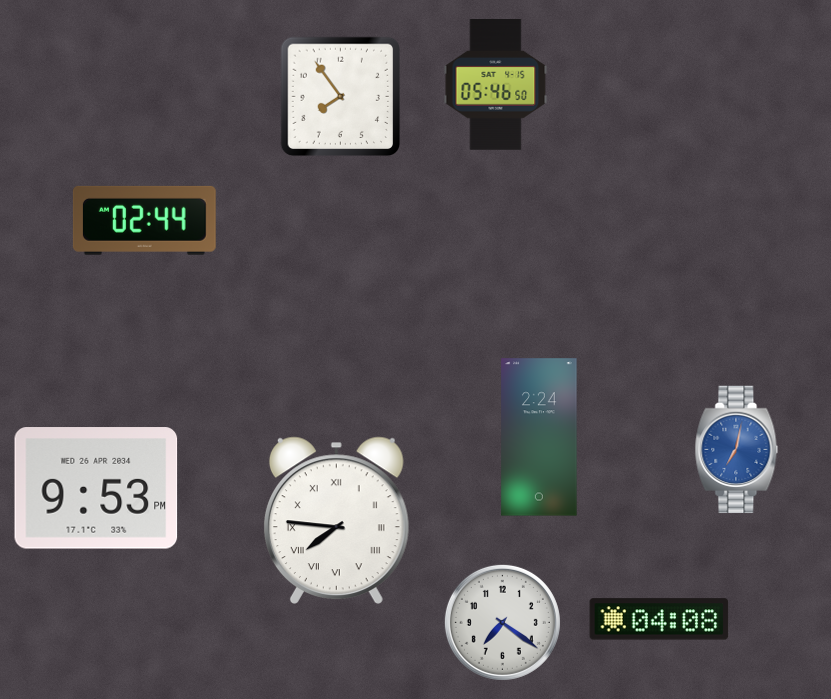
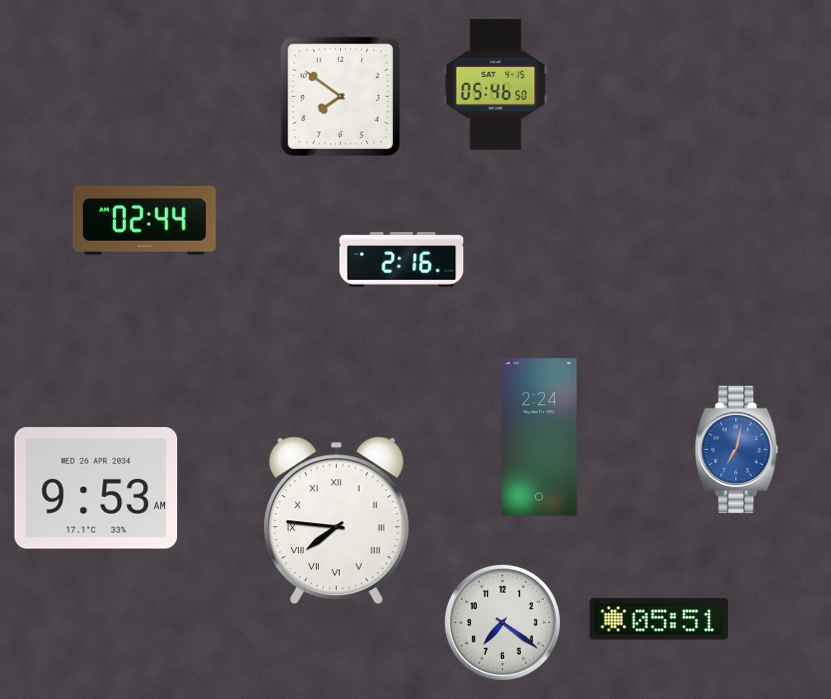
clock at (341, 97): 7:54 -> 7:51
clock at (402, 260): none -> 2:16
clock at (96, 488): 9:53 PM -> 9:53 AM
clock at (659, 619): 04:08 -> 05:51
